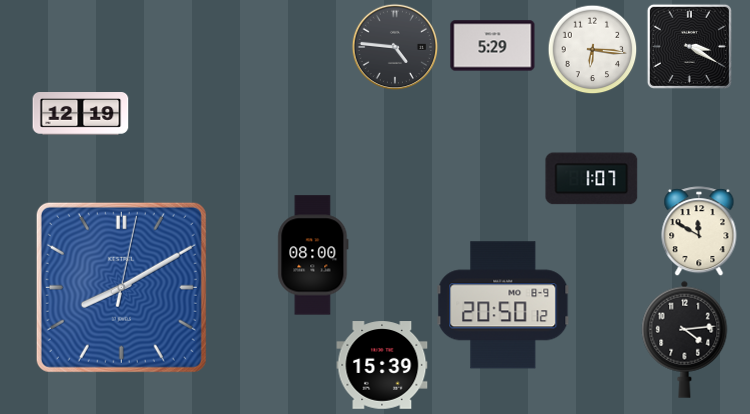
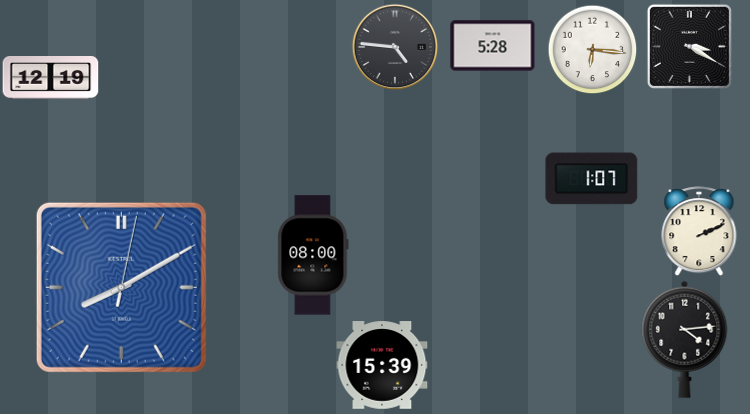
clock at (493, 46): 5:29 -> 5:28
clock at (81, 114) position: (81, 114) -> (51, 78)
clock at (699, 231): 11:50 -> 2:11
clock at (503, 305): 20:50 -> none
